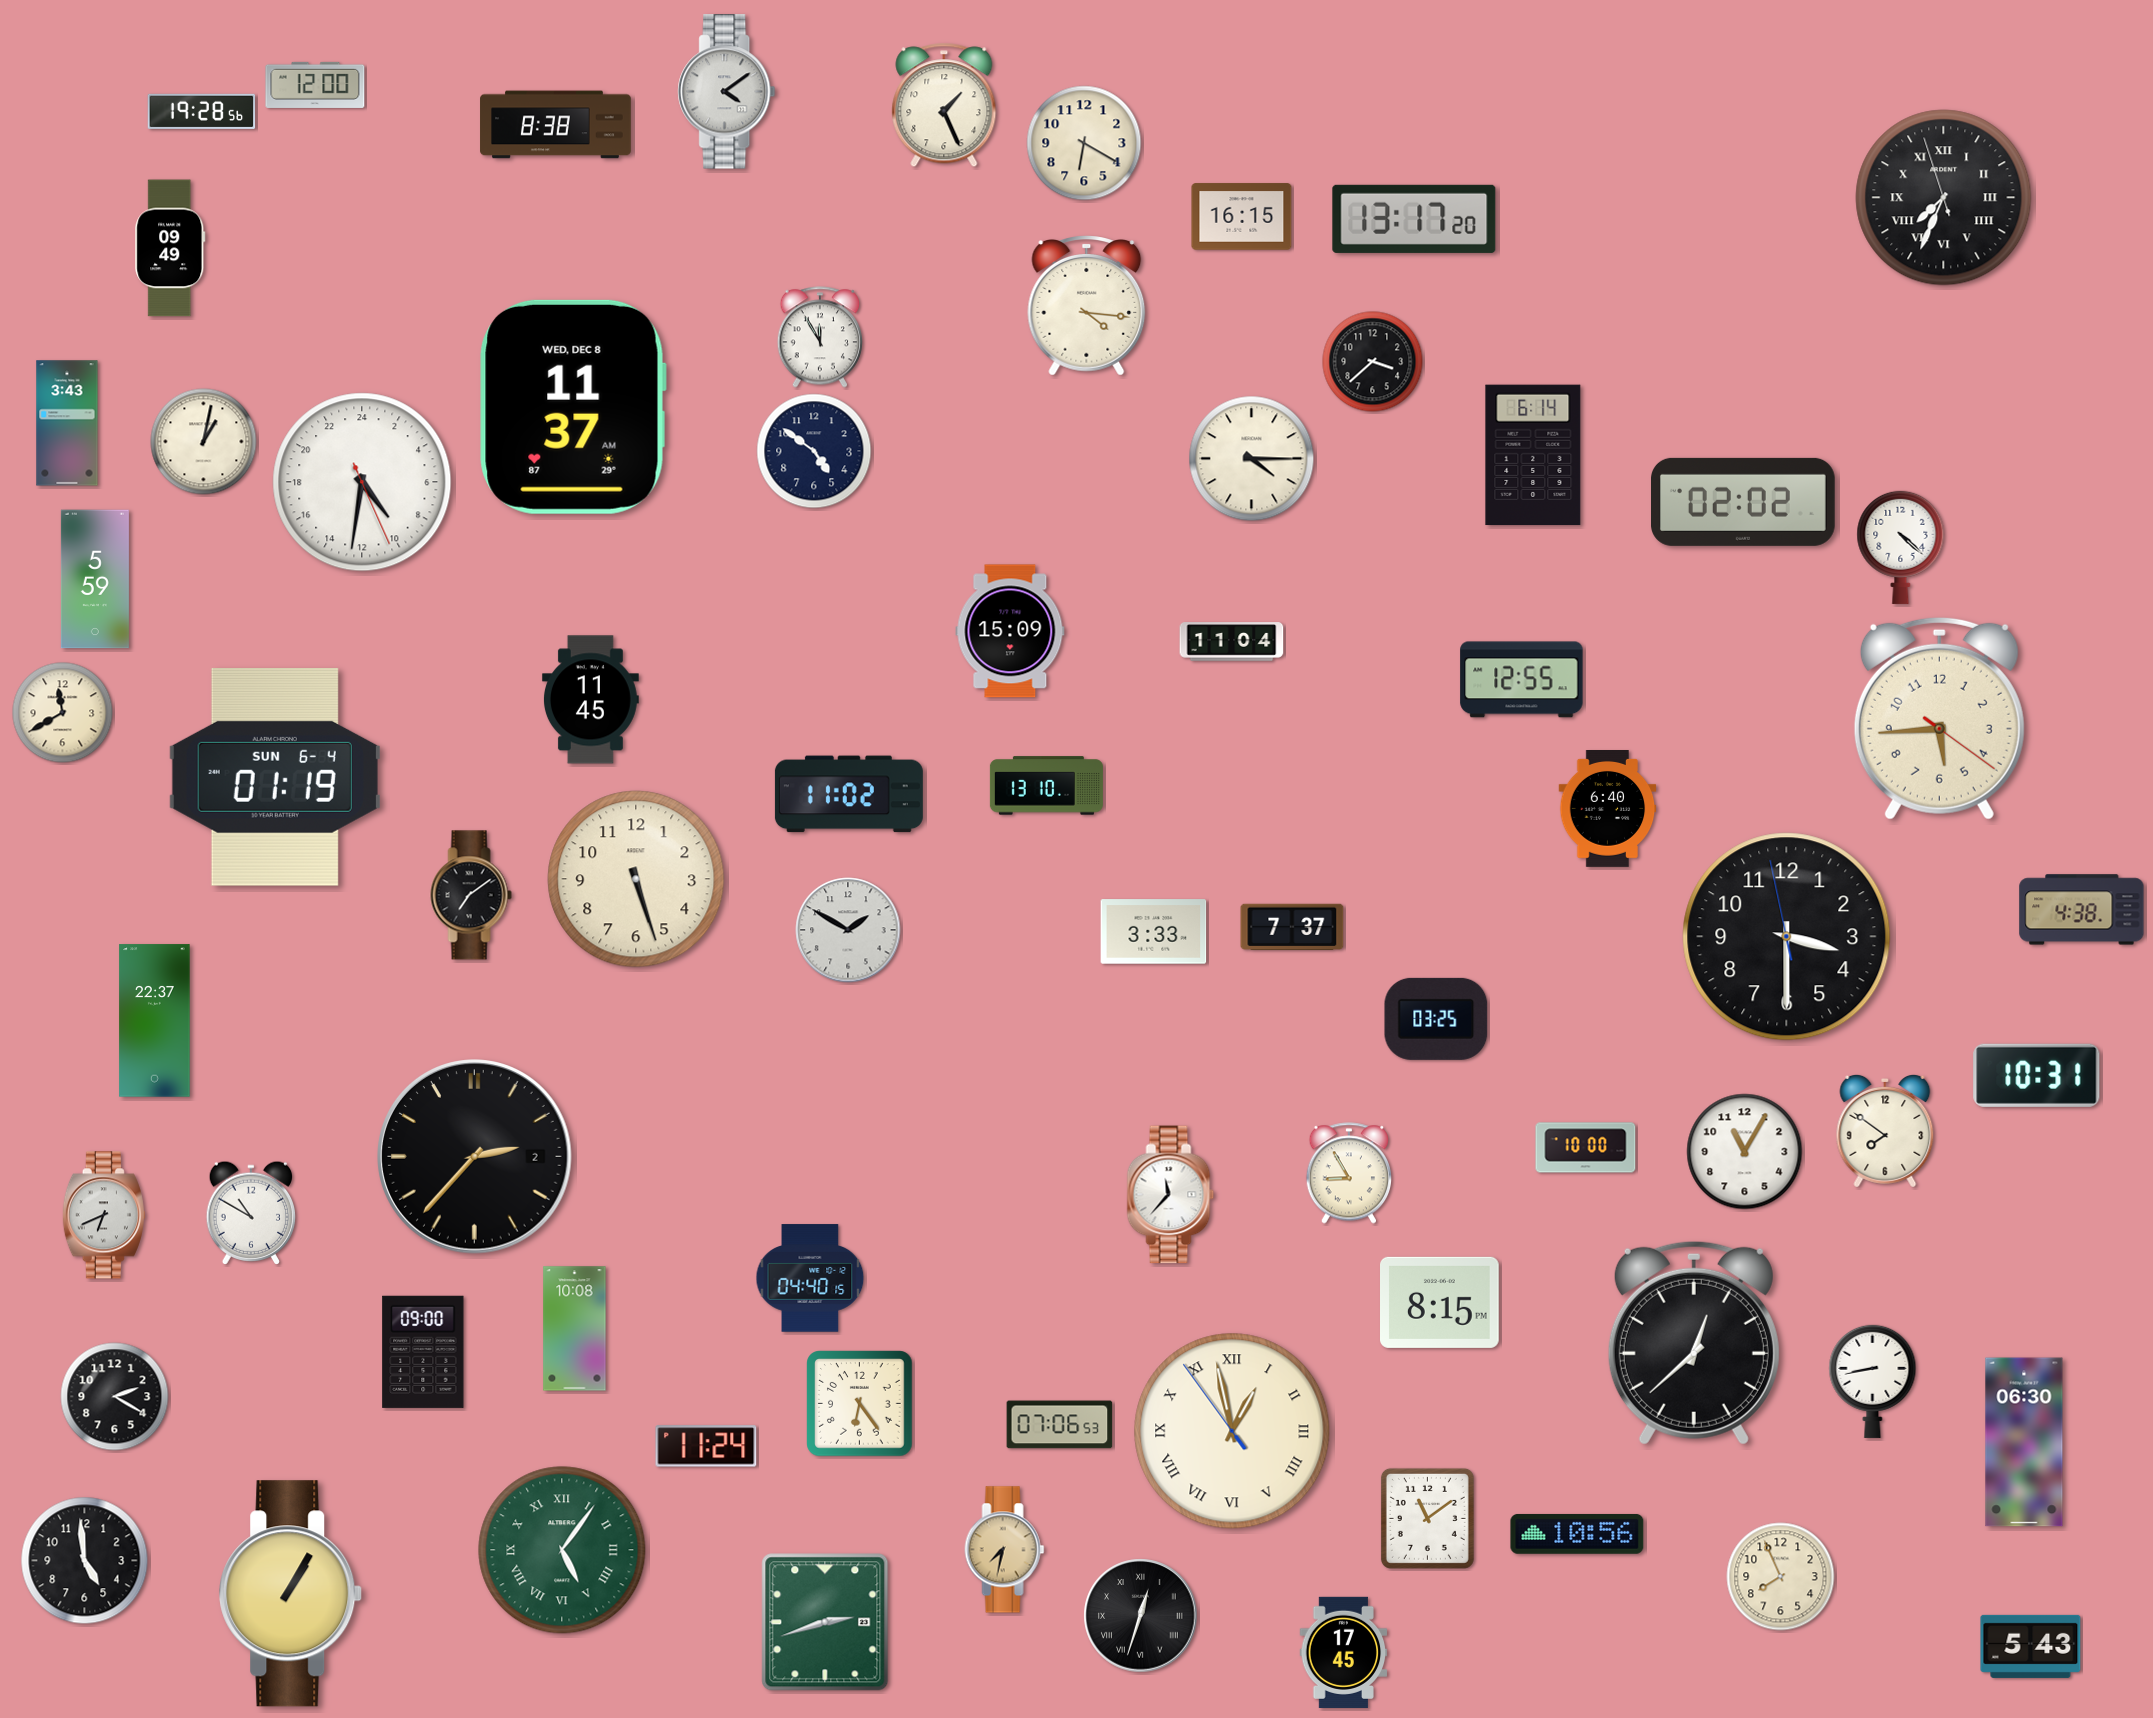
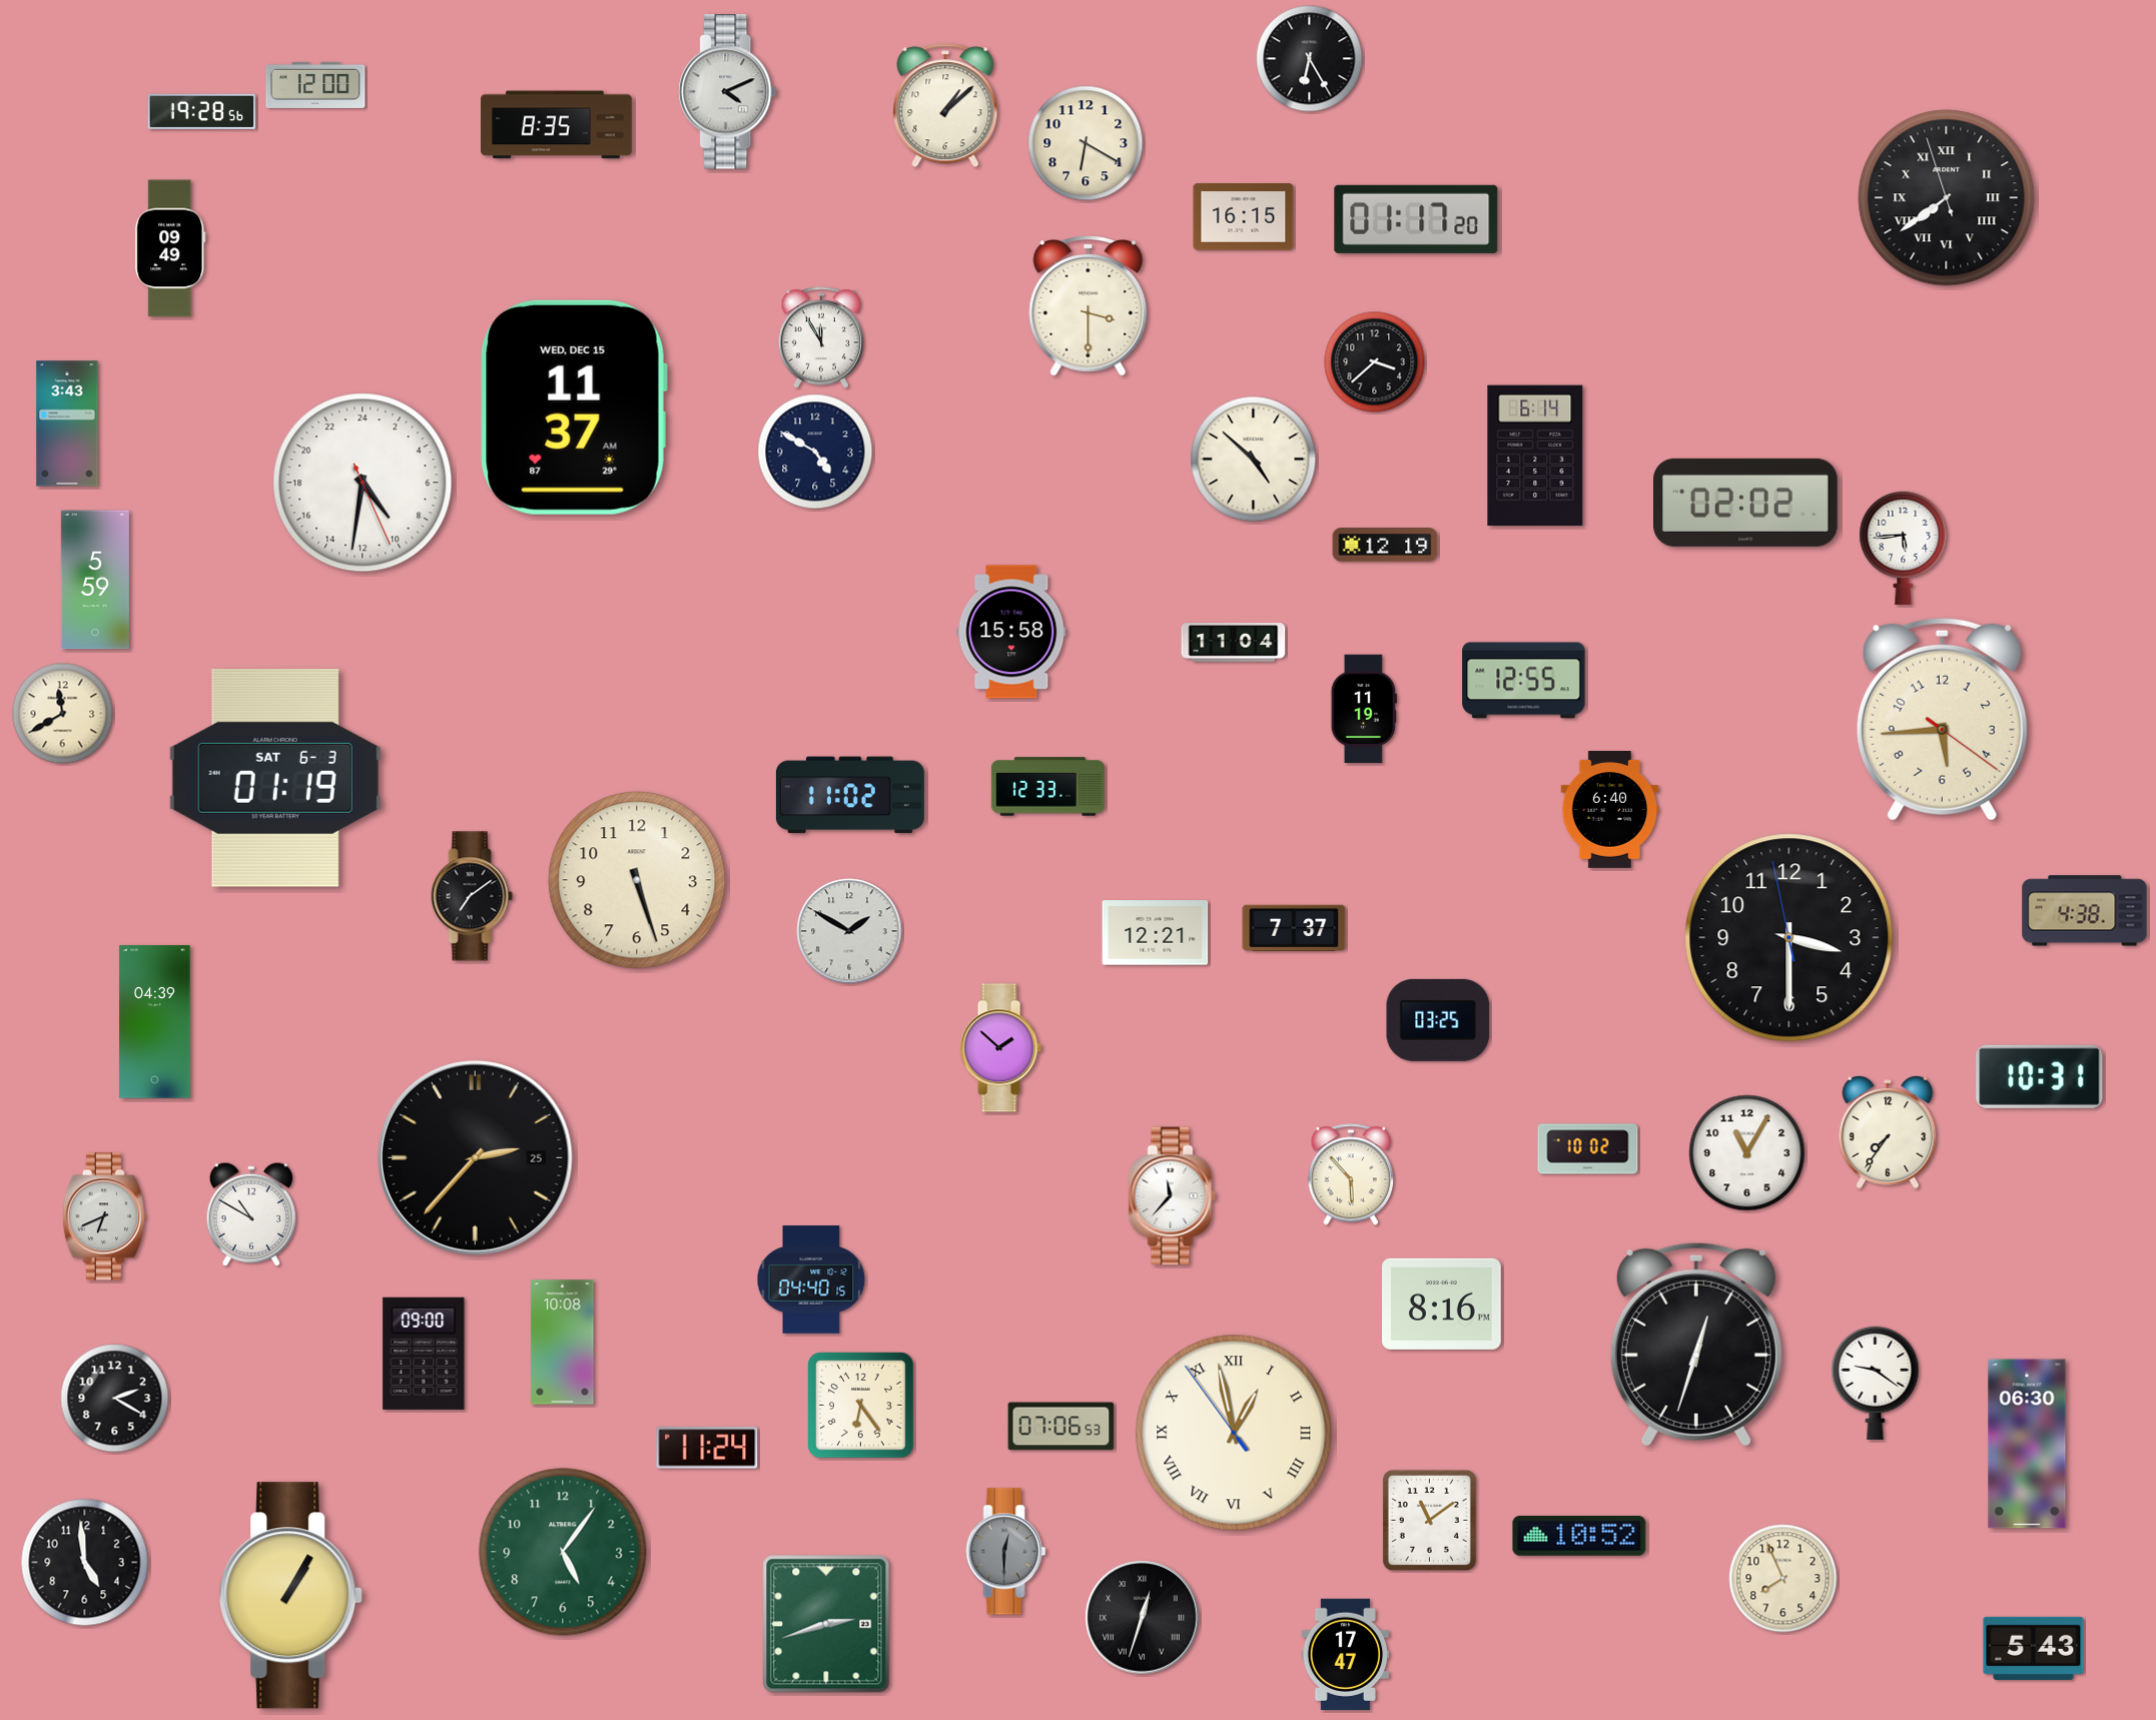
clock at (1310, 59): none -> 6:25
clock at (727, 92): 4:09 -> 4:11
clock at (944, 105): 1:26 -> 1:08
clock at (556, 125): 8:38 -> 8:35
clock at (1944, 198): 7:33 -> 7:38
clock at (1414, 219): 13:17 -> 01:17
clock at (1087, 306): 4:16 -> 3:30
clock at (573, 407) date: WED, DEC 8 -> WED, DEC 15
clock at (204, 442): 1:02 -> none
clock at (814, 451): 4:51 -> 4:50
clock at (1252, 459): 4:15 -> 4:52
clock at (1385, 546): none -> 12:19
clock at (1901, 547): 4:22 -> 5:44
clock at (1010, 631): 15:09 -> 15:58
clock at (590, 700): 11:45 -> none
clock at (1364, 709): none -> 11:19
clock at (275, 777) date: SUN 6-4 -> SAT 6-3
clock at (1046, 786): 13:10 -> 12:33
clock at (1154, 932): 3:33 -> 12:21
clock at (155, 1021): 22:37 -> 04:39
clock at (1000, 1048): none -> 1:52
clock at (1885, 1132): 7:51 -> 7:36
clock at (1586, 1148): 10:00 -> 10:02
clock at (475, 1157) date: 2 -> 25
clock at (1348, 1173): 8:55 -> 5:53
clock at (1440, 1302): 8:15 -> 8:16
clock at (575, 1329) position: (575, 1329) -> (563, 1343)
clock at (1694, 1343): 12:38 -> 12:33
clock at (1873, 1381): 8:43 -> 9:21
clock at (1577, 1534): 10:56 -> 10:52
clock at (562, 1550) numerals: Roman -> Arabic
clock at (1005, 1550): 7:32 -> 12:30
clock at (1005, 1550) dial: champagne -> grey
clock at (1344, 1652): 17:45 -> 17:47
